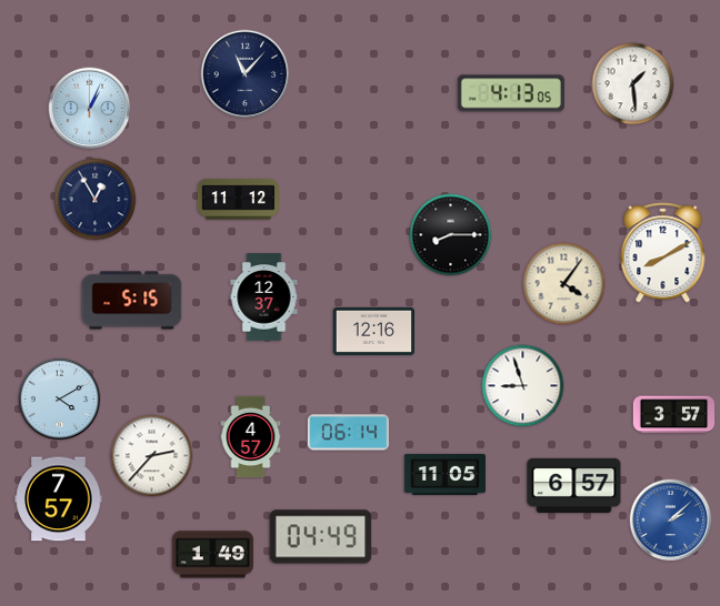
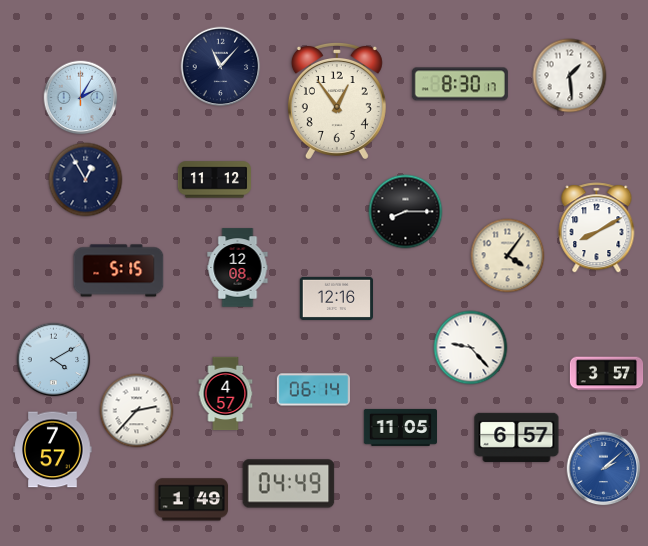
clock at (511, 93): 4:13 -> 8:30
clock at (90, 109): 1:04 -> 2:05
clock at (337, 101): none -> 12:54
clock at (264, 297): 12:37 -> 12:08
clock at (523, 386): 8:57 -> 9:23
